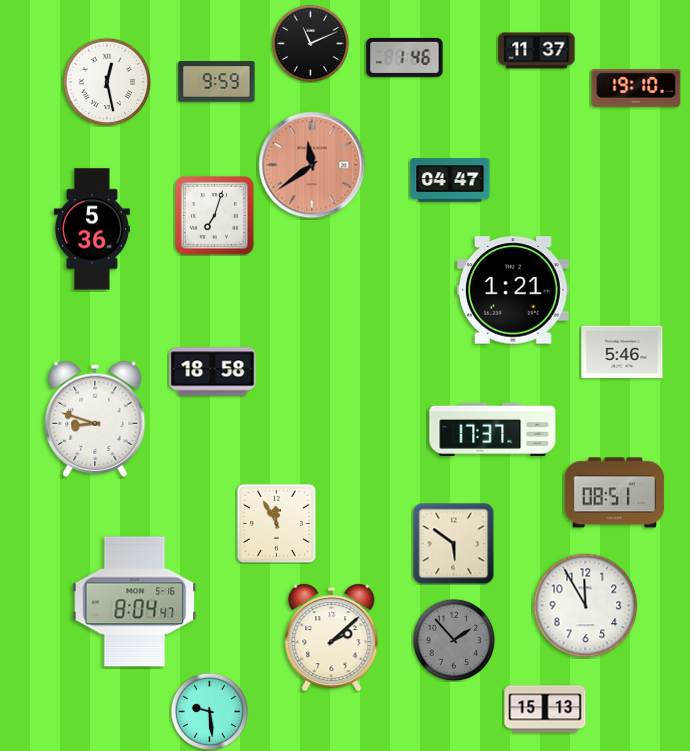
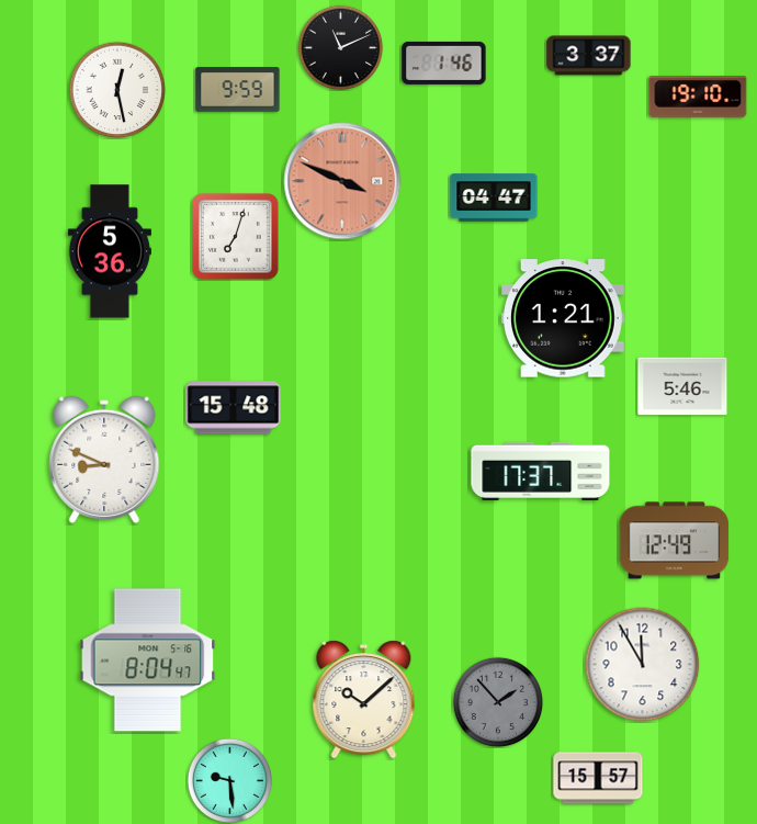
clock at (537, 51): 11:37 -> 3:37
clock at (312, 165): 11:39 -> 3:49
clock at (92, 229) position: (92, 229) -> (110, 251)
clock at (213, 372): 18:58 -> 15:48
clock at (95, 419): 8:48 -> 8:49
clock at (615, 493): 08:51 -> 12:49
clock at (276, 523): 11:55 -> none
clock at (453, 543): 5:51 -> none
clock at (332, 638): 2:08 -> 10:08
clock at (545, 709): 15:13 -> 15:57
